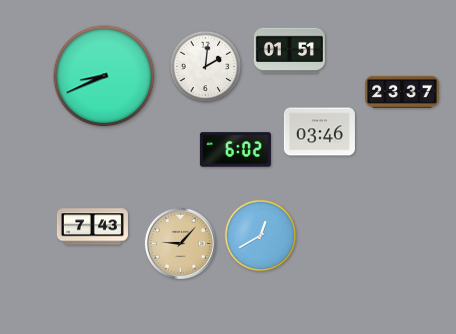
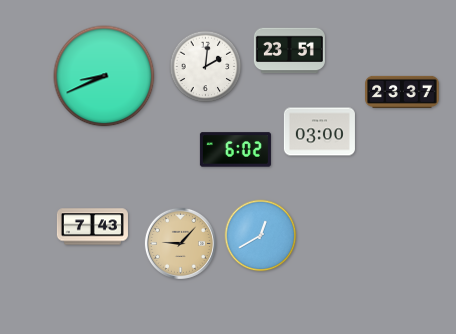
clock at (289, 51): 01:51 -> 23:51
clock at (319, 132): 03:46 -> 03:00
